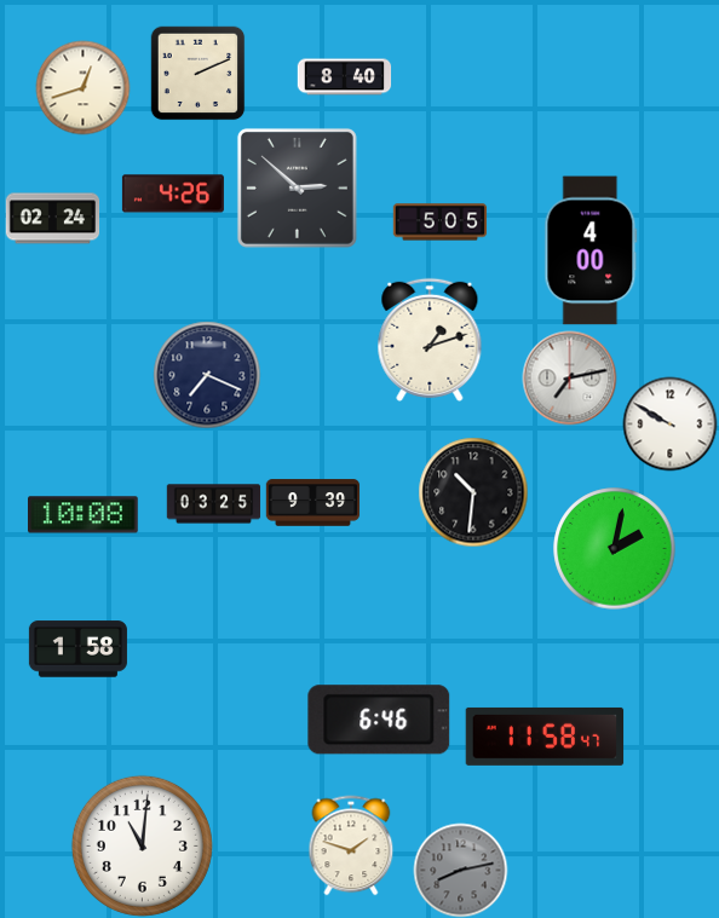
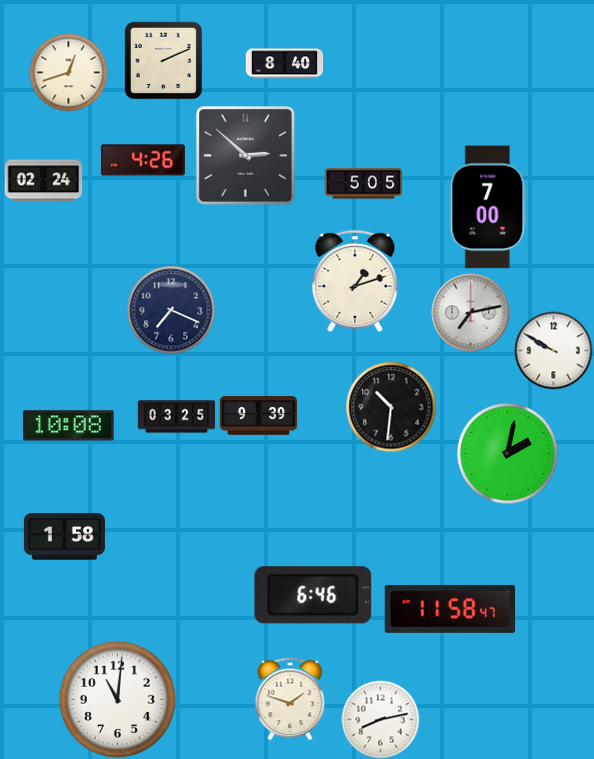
clock at (591, 250): 4:00 -> 7:00
clock at (460, 870) dial: grey -> white
